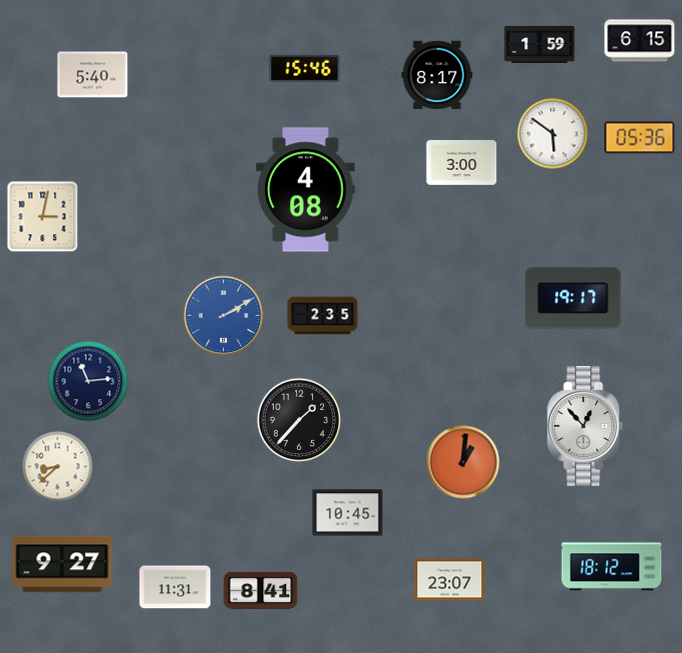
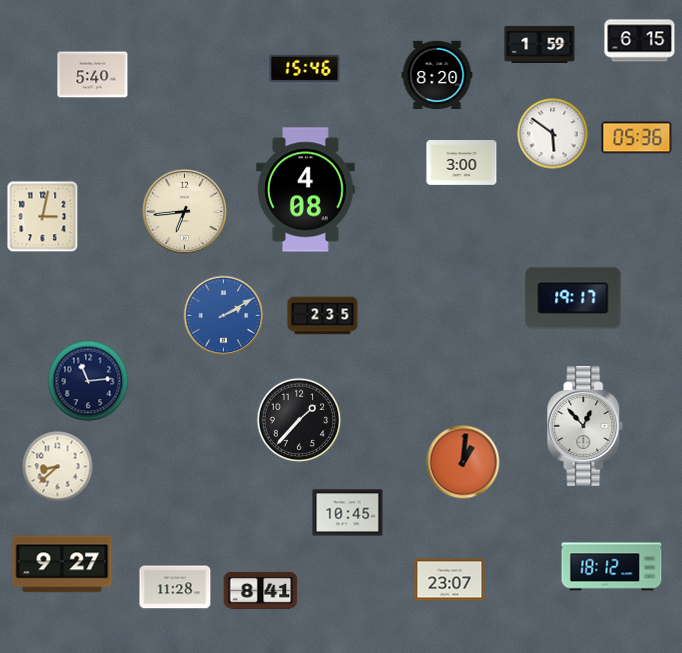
clock at (437, 75): 8:17 -> 8:20
clock at (640, 138) position: (640, 138) -> (637, 138)
clock at (184, 211): none -> 6:44
clock at (175, 587): 11:31 -> 11:28
